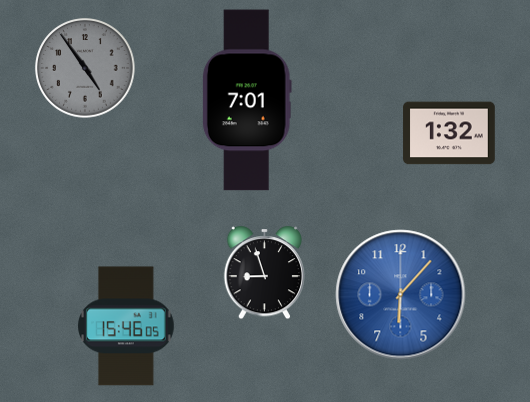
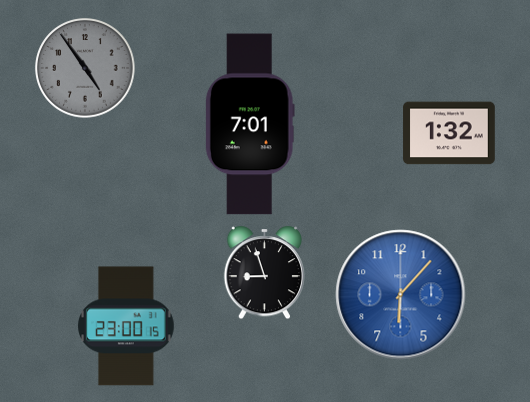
clock at (247, 100) position: (247, 100) -> (250, 124)
clock at (127, 326): 15:46 -> 23:00
